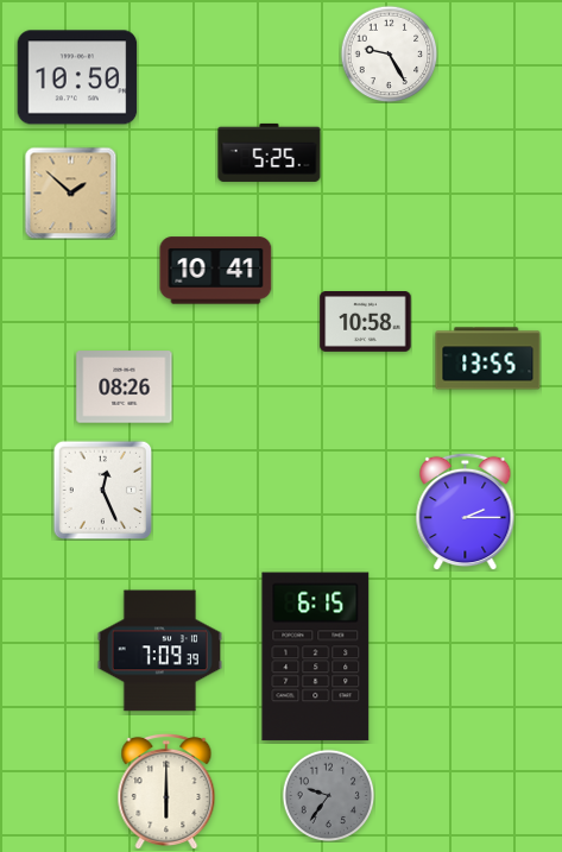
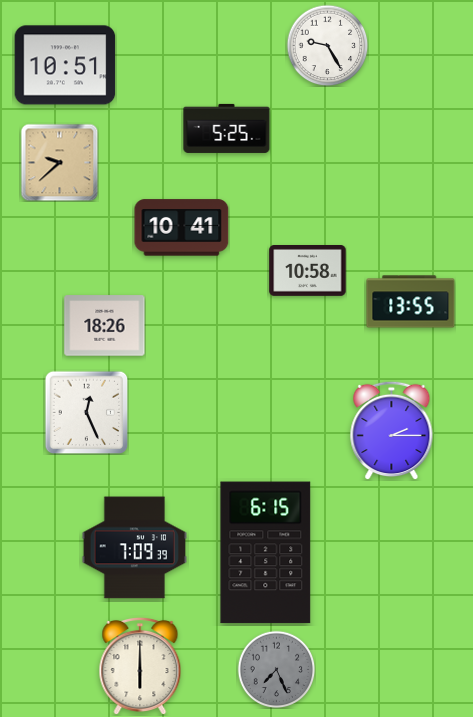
clock at (77, 77): 10:50 -> 10:51
clock at (70, 193): 1:52 -> 9:38
clock at (125, 387): 08:26 -> 18:26
clock at (328, 795): 9:36 -> 7:26
